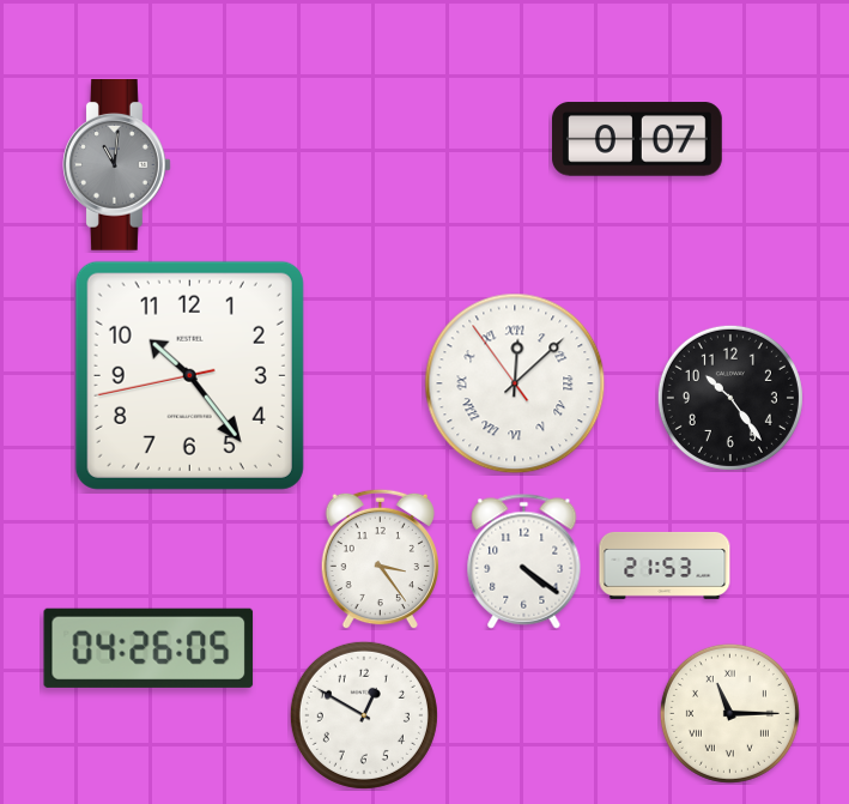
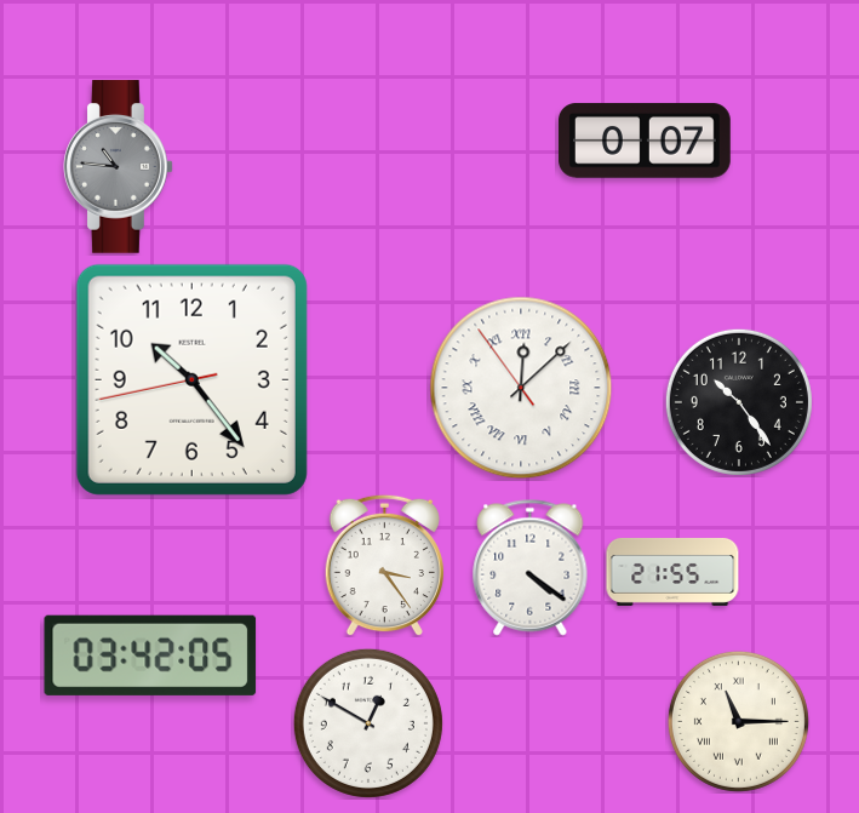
clock at (117, 165): 11:01 -> 10:46
clock at (665, 566): 21:53 -> 21:55
clock at (148, 648): 04:26 -> 03:42
